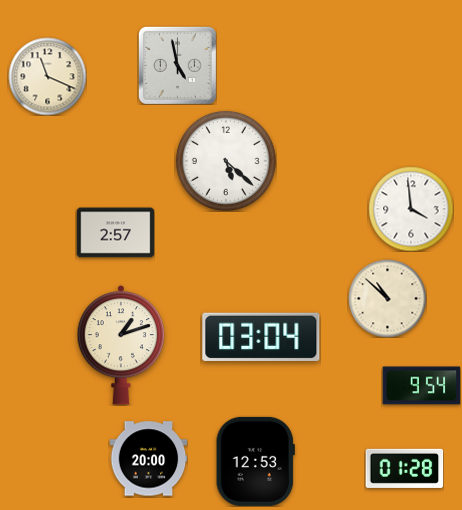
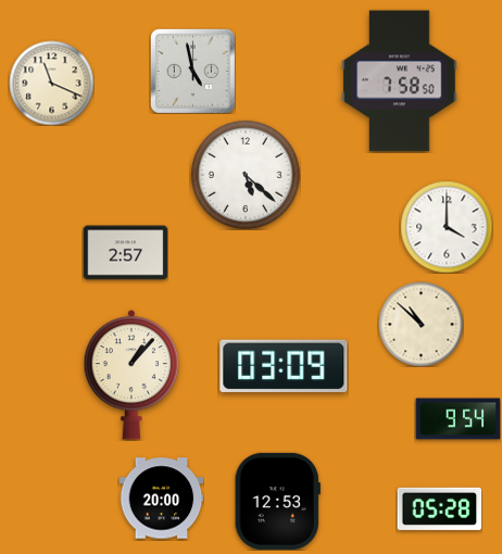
clock at (400, 81): none -> 7:58
clock at (411, 209): 3:59 -> 4:00
clock at (261, 336): 03:04 -> 03:09
clock at (121, 345): 1:12 -> 1:07
clock at (404, 468): 01:28 -> 05:28
